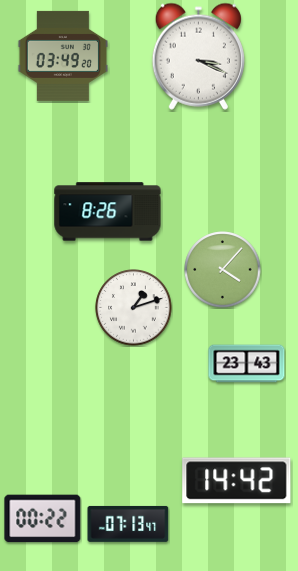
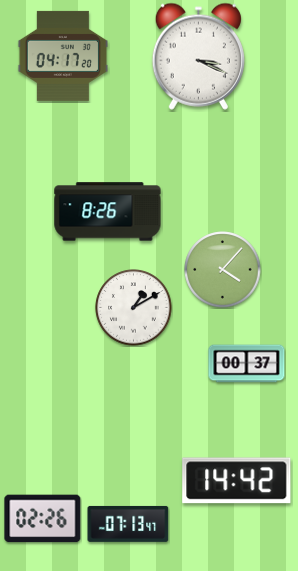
clock at (62, 56): 03:49 -> 04:17
clock at (134, 308): 1:12 -> 1:10
clock at (247, 364): 23:43 -> 00:37
clock at (43, 519): 00:22 -> 02:26
